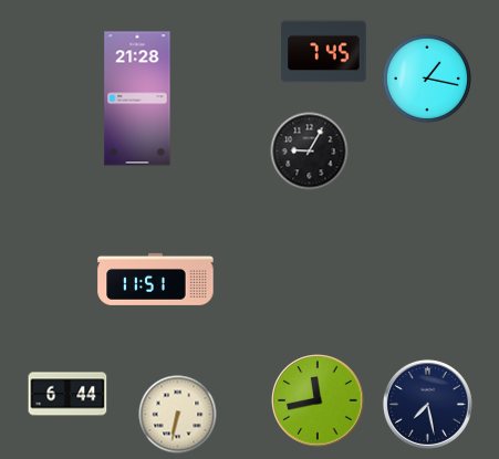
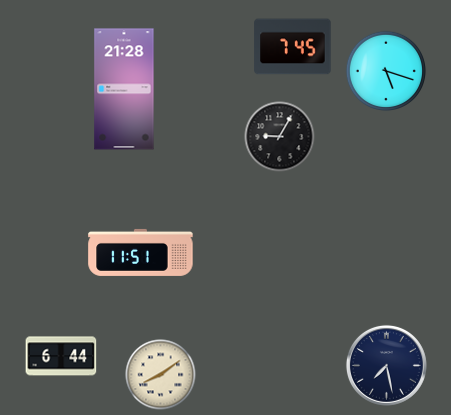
clock at (427, 79): 1:17 -> 5:18
clock at (318, 400): 11:43 -> none
clock at (178, 415): 6:32 -> 8:09
